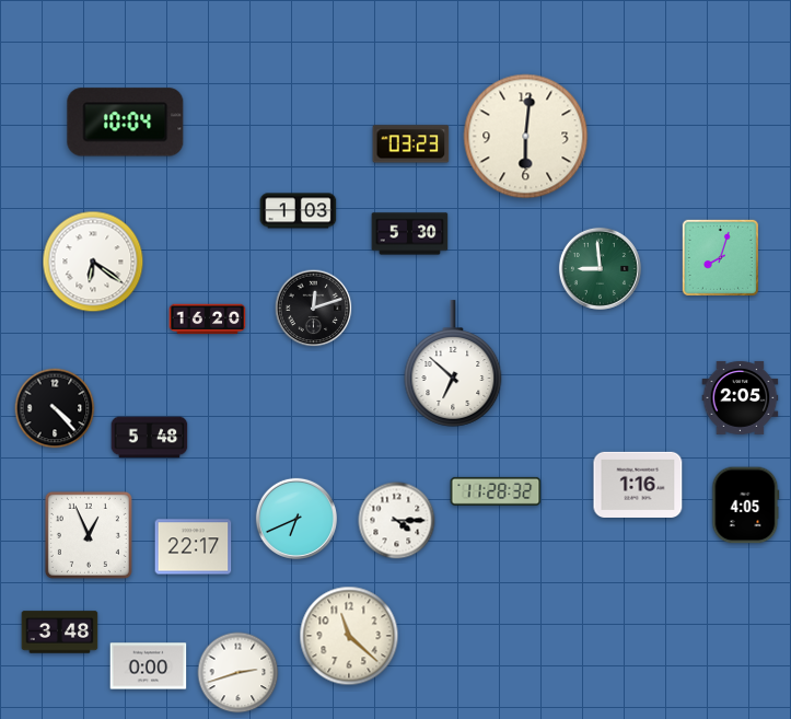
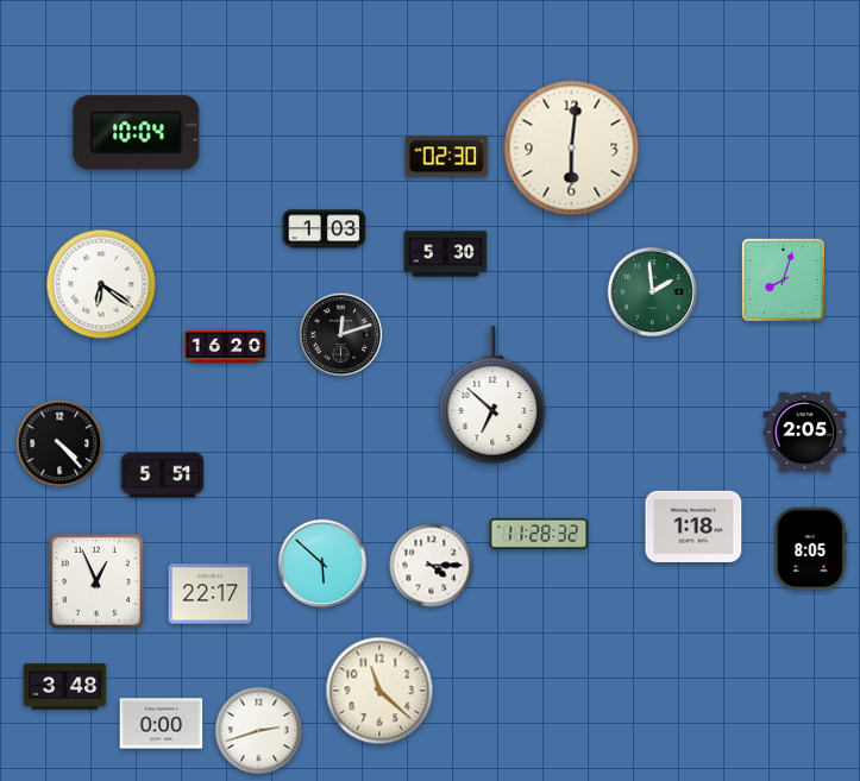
clock at (411, 144): 03:23 -> 02:30
clock at (600, 268): 8:59 -> 1:59
clock at (150, 438): 5:48 -> 5:51
clock at (638, 485): 1:16 -> 1:18
clock at (746, 506): 4:05 -> 8:05
clock at (296, 519): 6:41 -> 5:52
